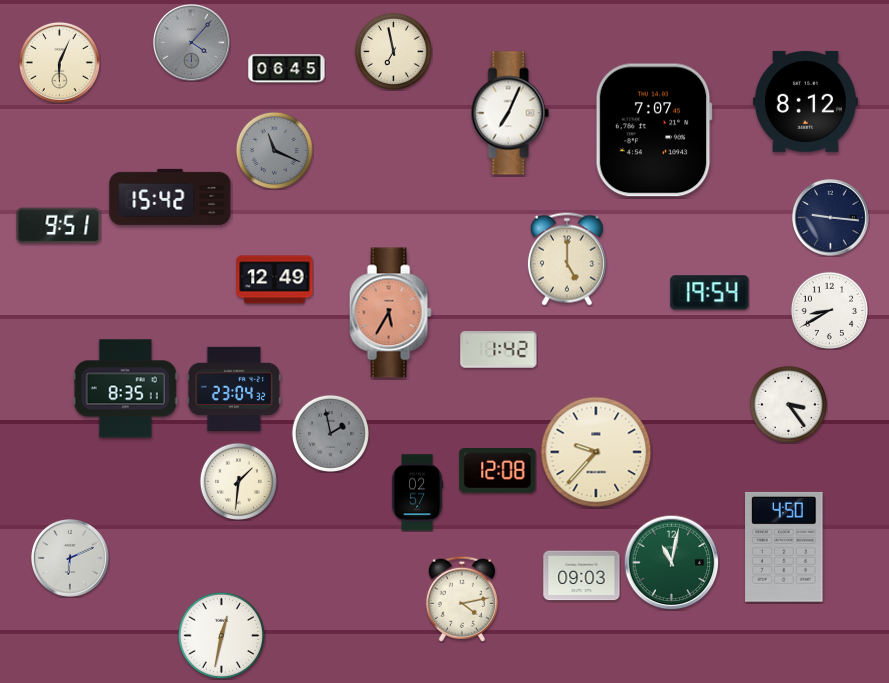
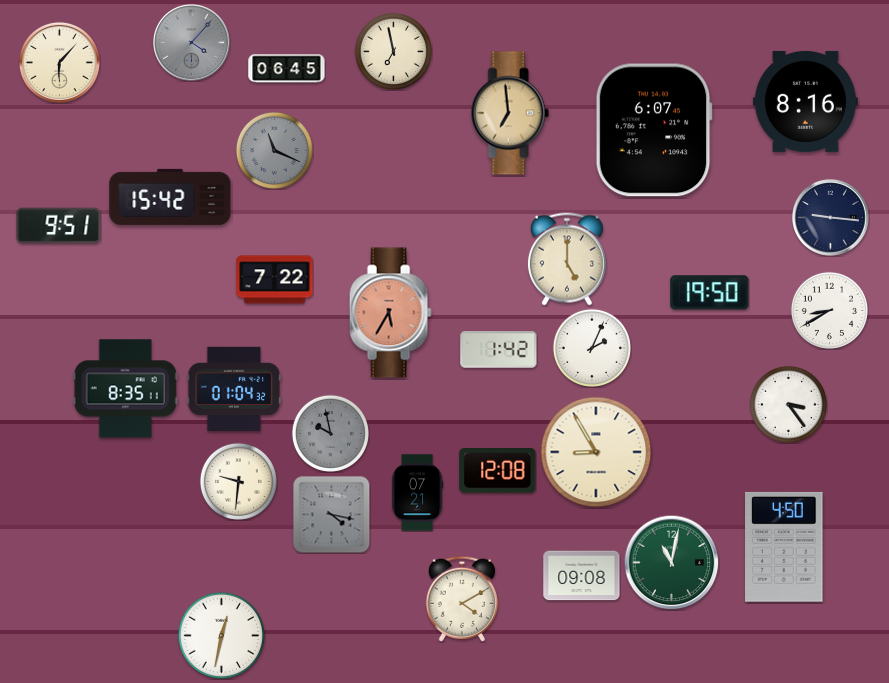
clock at (59, 62): 6:04 -> 6:07
clock at (805, 101): 8:12 -> 8:16
clock at (510, 113): 7:04 -> 6:59
clock at (510, 113) dial: white -> champagne
clock at (654, 130): 7:07 -> 6:07
clock at (275, 280): 12:49 -> 7:22
clock at (710, 293): 19:54 -> 19:50
clock at (592, 348): none -> 2:04
clock at (234, 388): 23:04 -> 01:04
clock at (330, 433): 1:58 -> 9:58
clock at (596, 452): 9:37 -> 8:55
clock at (238, 481): 1:31 -> 9:31
clock at (417, 493): 02:57 -> 07:21
clock at (331, 514): none -> 4:17
clock at (71, 559): 6:11 -> none
clock at (582, 576): 09:03 -> 09:08
clock at (462, 599): 4:13 -> 4:10
